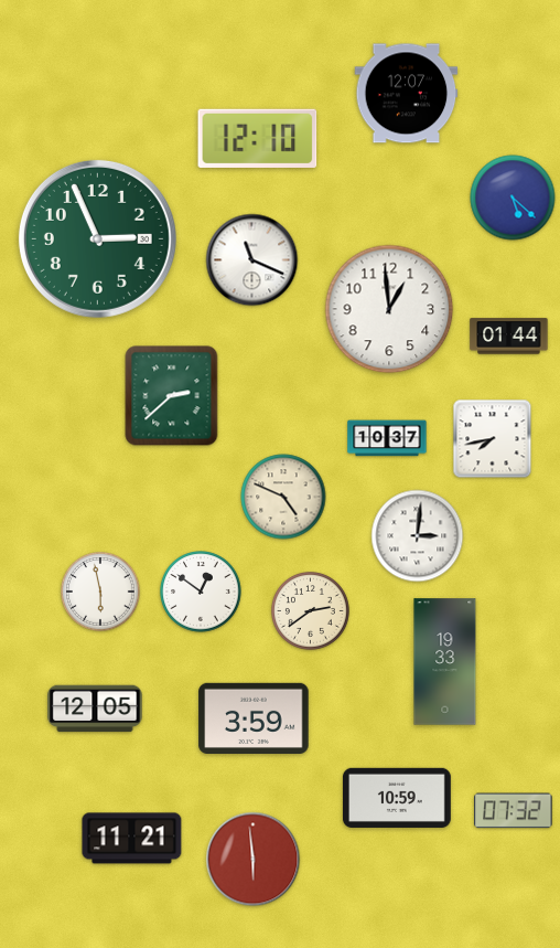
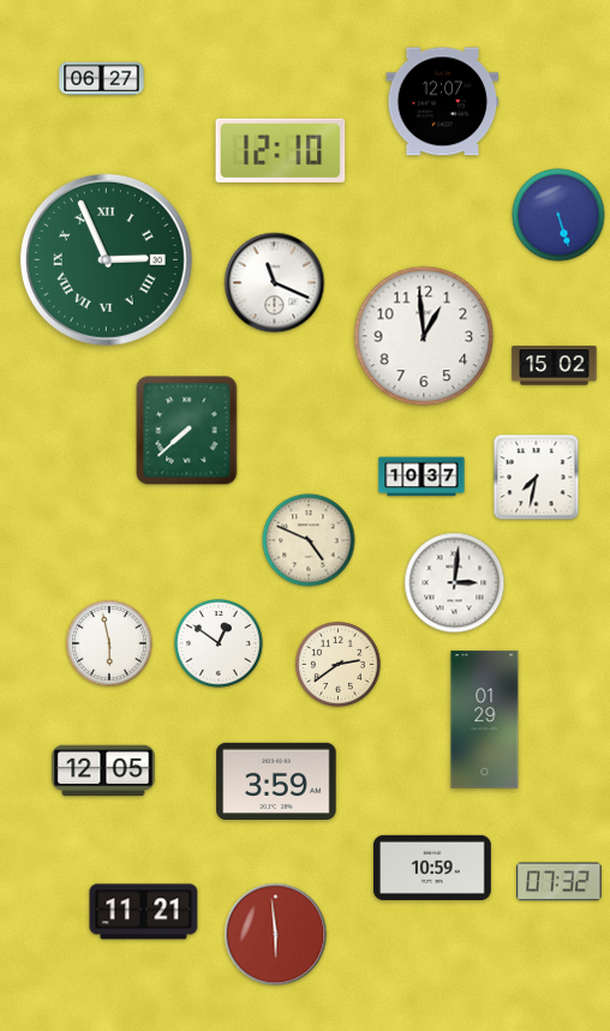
clock at (102, 79): none -> 06:27
clock at (513, 198): 5:22 -> 5:27
clock at (97, 238) numerals: Arabic -> Roman
clock at (509, 337): 01:44 -> 15:02
clock at (172, 396): 2:38 -> 7:38
clock at (493, 439): 7:43 -> 7:32
clock at (445, 662): 19:33 -> 01:29
